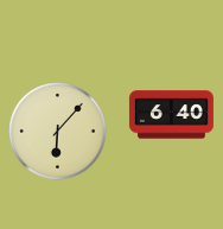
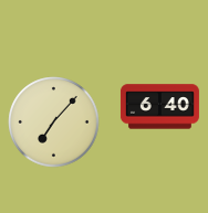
clock at (58, 132): 6:07 -> 7:07
